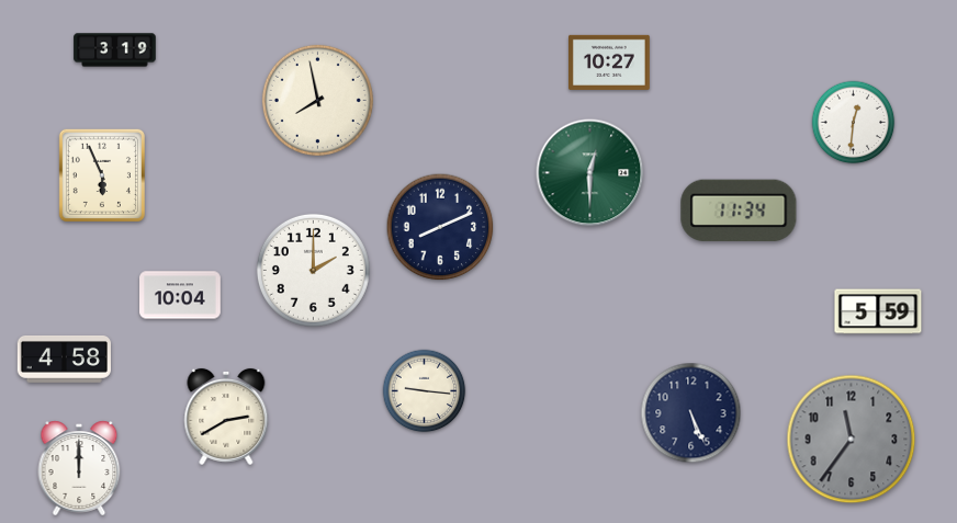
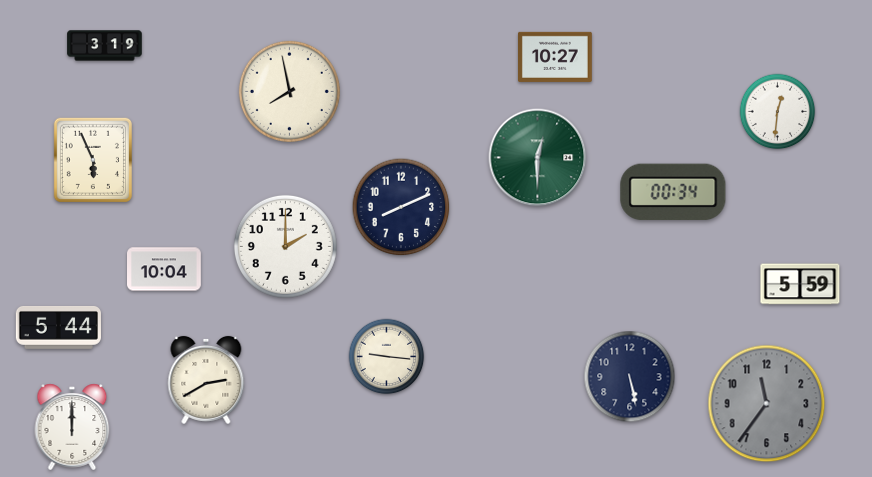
clock at (739, 211): 11:34 -> 00:34
clock at (64, 359): 4:58 -> 5:44
clock at (691, 413): 5:26 -> 5:28
clock at (852, 440) position: (852, 440) -> (767, 404)
